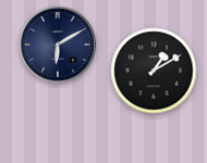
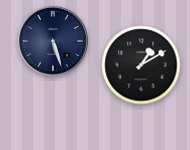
clock at (59, 46): 6:10 -> 5:27
